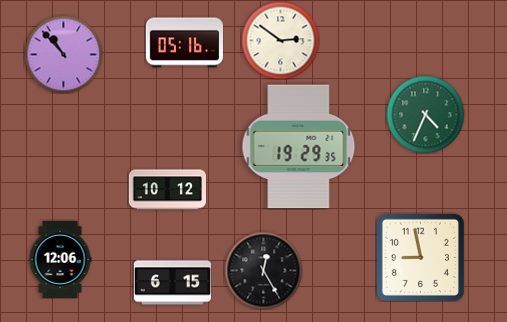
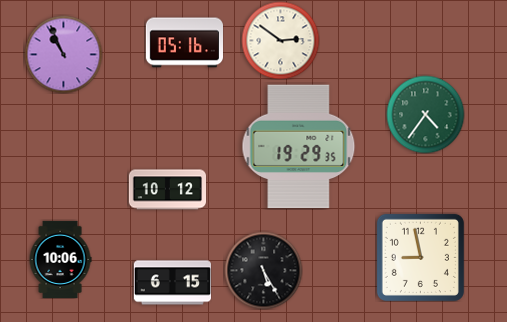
clock at (63, 54): 10:53 -> 10:56
clock at (425, 114): 4:34 -> 4:36
clock at (60, 259): 12:06 -> 10:06
clock at (263, 270): 12:25 -> 5:25
